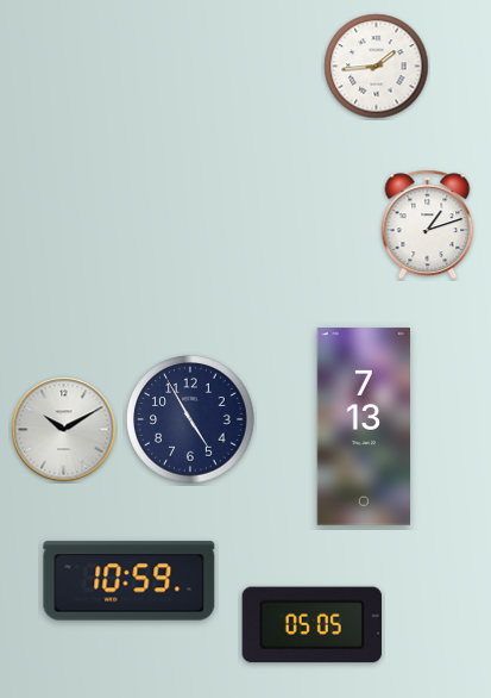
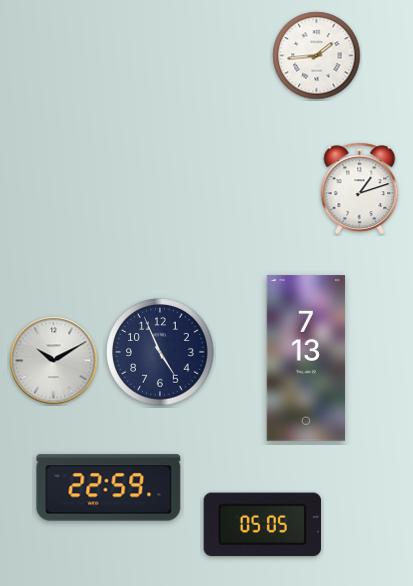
clock at (190, 419): 4:55 -> 4:56
clock at (130, 581): 10:59 -> 22:59
